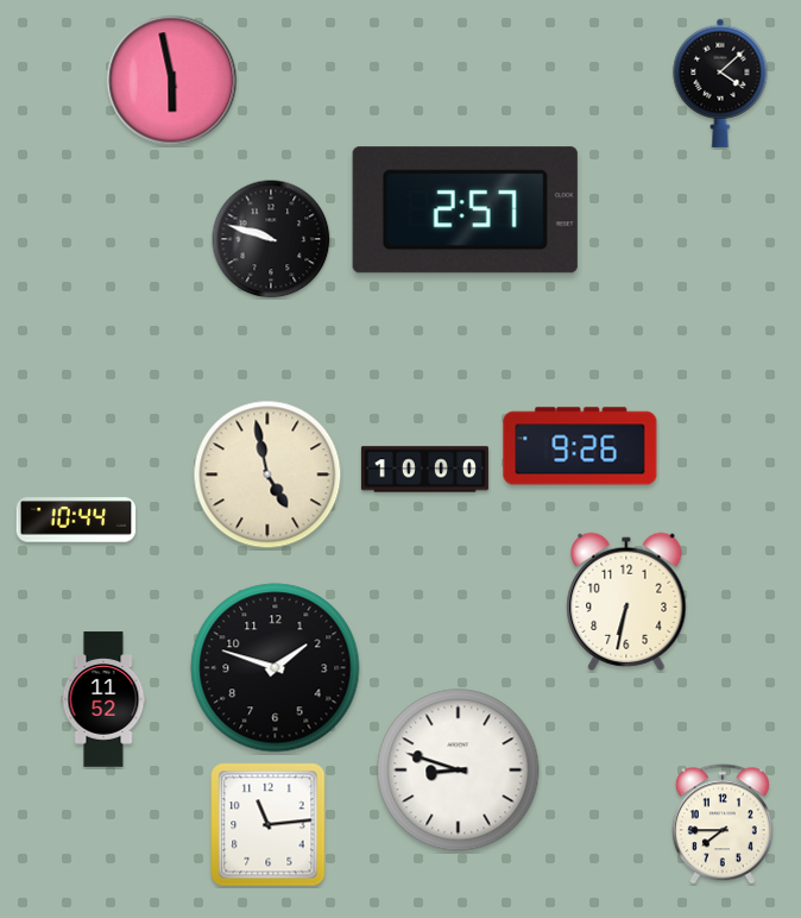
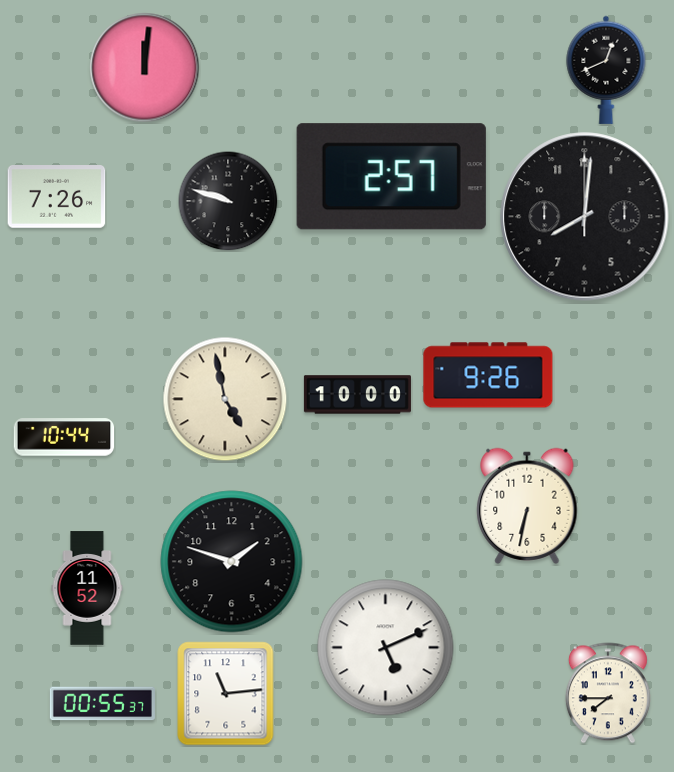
clock at (172, 81): 5:58 -> 12:01
clock at (720, 83): 4:08 -> 12:41
clock at (57, 197): none -> 7:26
clock at (585, 217): none -> 8:01
clock at (459, 771): 8:48 -> 5:11
clock at (102, 704): none -> 00:55
